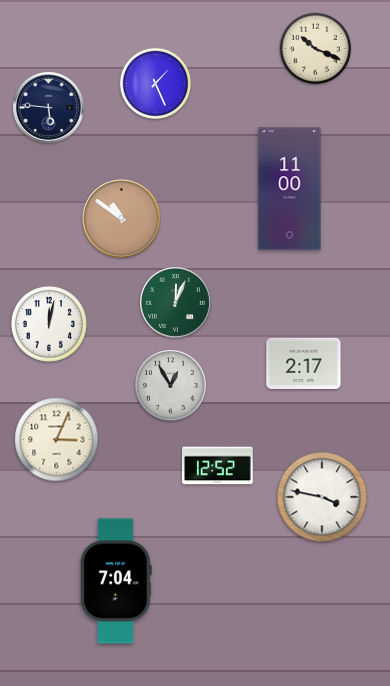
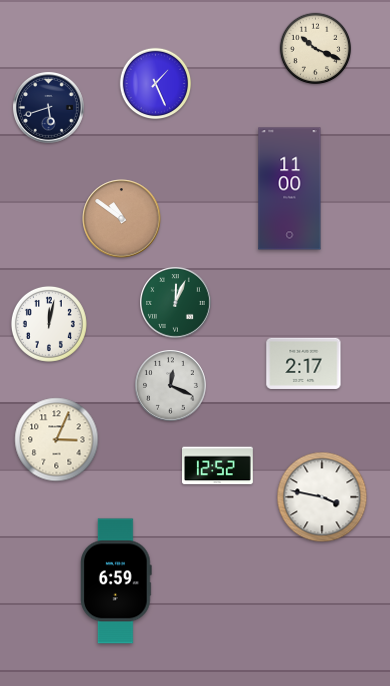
clock at (49, 108): 5:46 -> 5:42
clock at (171, 386): 12:55 -> 12:19
clock at (117, 581): 7:04 -> 6:59
